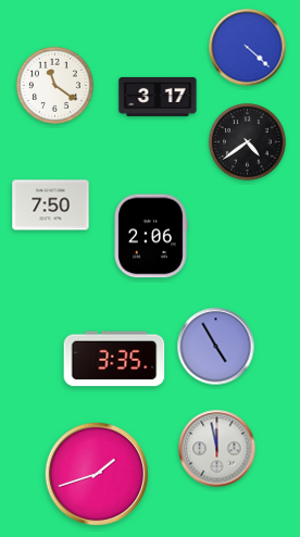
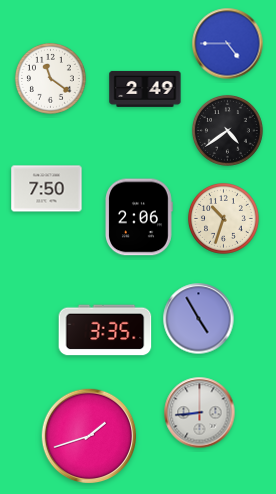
clock at (248, 48): 4:22 -> 4:45
clock at (158, 97): 3:17 -> 2:49
clock at (223, 218): none -> 10:33
clock at (217, 449): 11:58 -> 8:44
